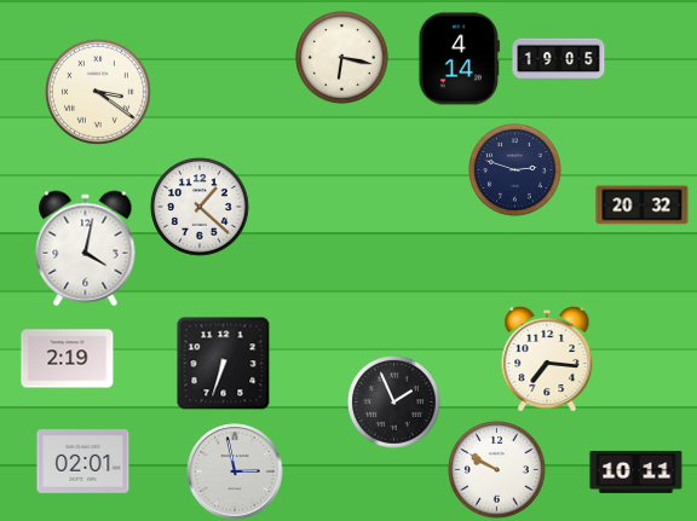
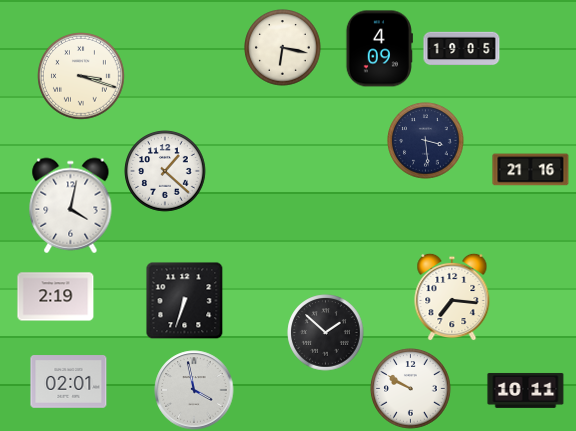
clock at (459, 59): 4:14 -> 4:09
clock at (99, 93): 3:21 -> 3:18
clock at (515, 170): 2:48 -> 3:29
clock at (643, 205): 20:32 -> 21:16
clock at (394, 403): 1:56 -> 1:52
clock at (235, 471): 2:58 -> 3:58
